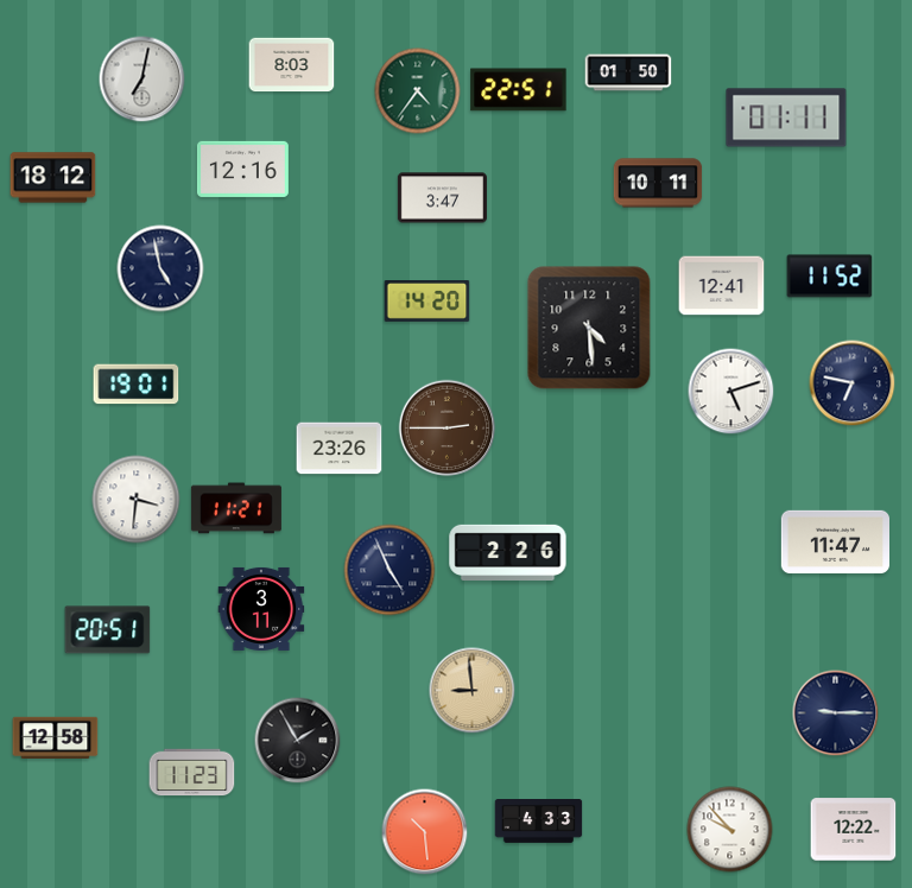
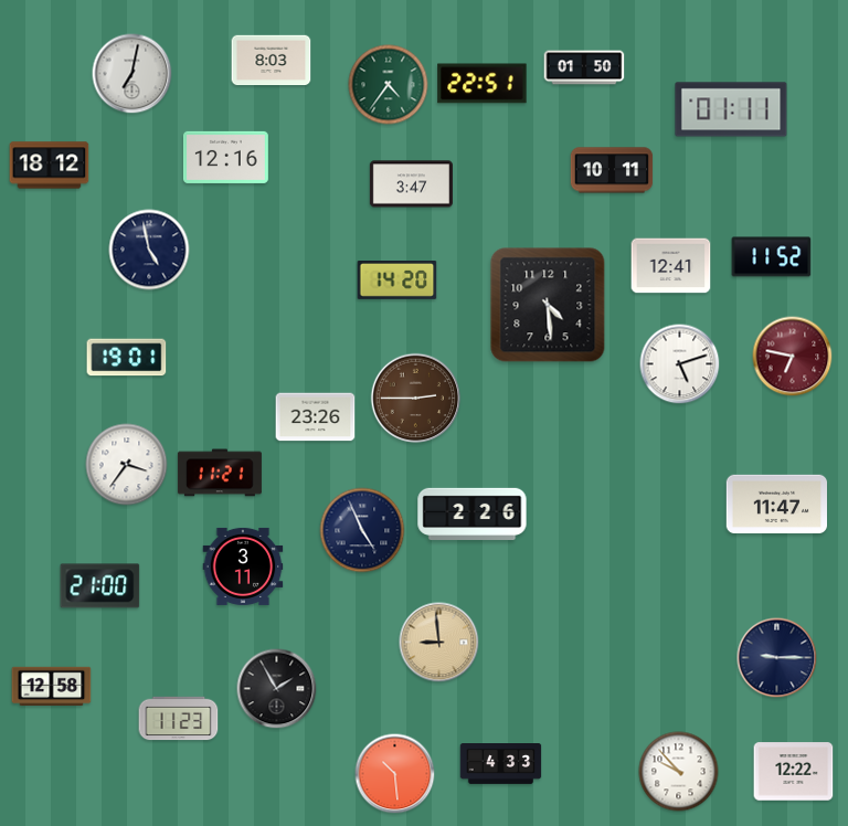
clock at (853, 383) dial: navy -> burgundy
clock at (137, 500): 3:31 -> 3:36
clock at (108, 630): 20:51 -> 21:00
clock at (836, 713) position: (836, 713) -> (777, 658)
